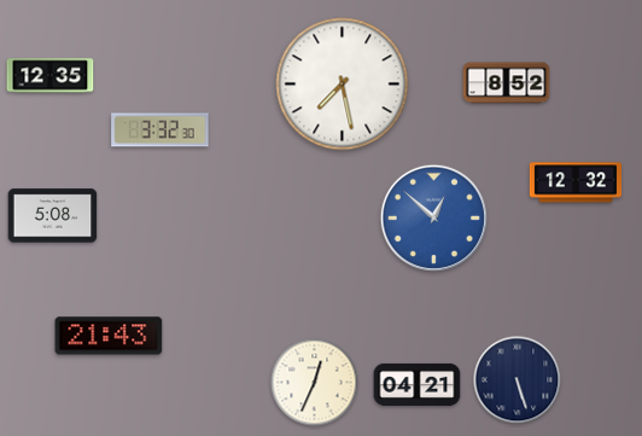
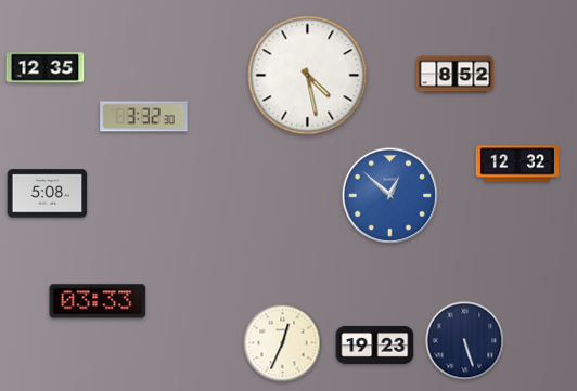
clock at (343, 85): 7:28 -> 4:28
clock at (109, 336): 21:43 -> 03:33
clock at (418, 384): 04:21 -> 19:23
